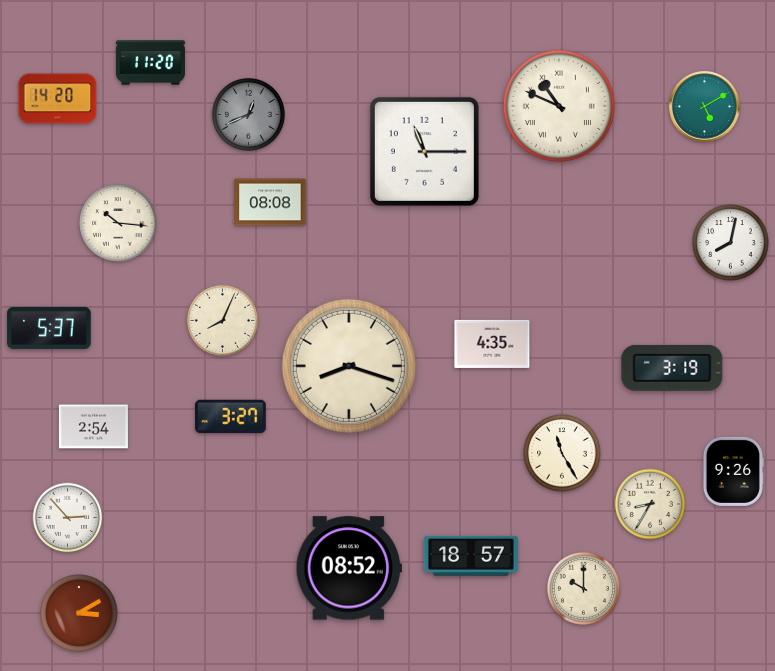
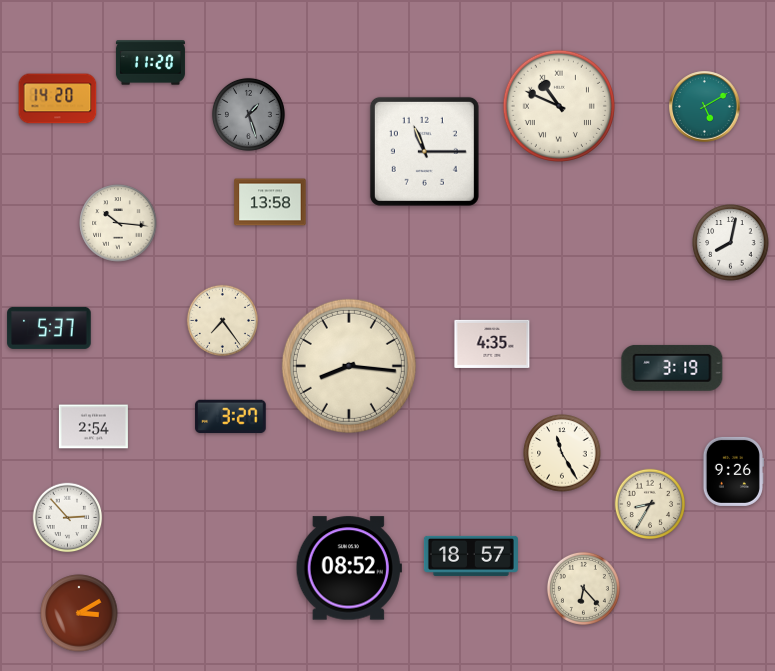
clock at (248, 114): 12:41 -> 1:27
clock at (270, 202): 08:08 -> 13:58
clock at (222, 320): 8:04 -> 7:24
clock at (349, 366): 8:18 -> 8:16
clock at (583, 588): 10:00 -> 6:23
